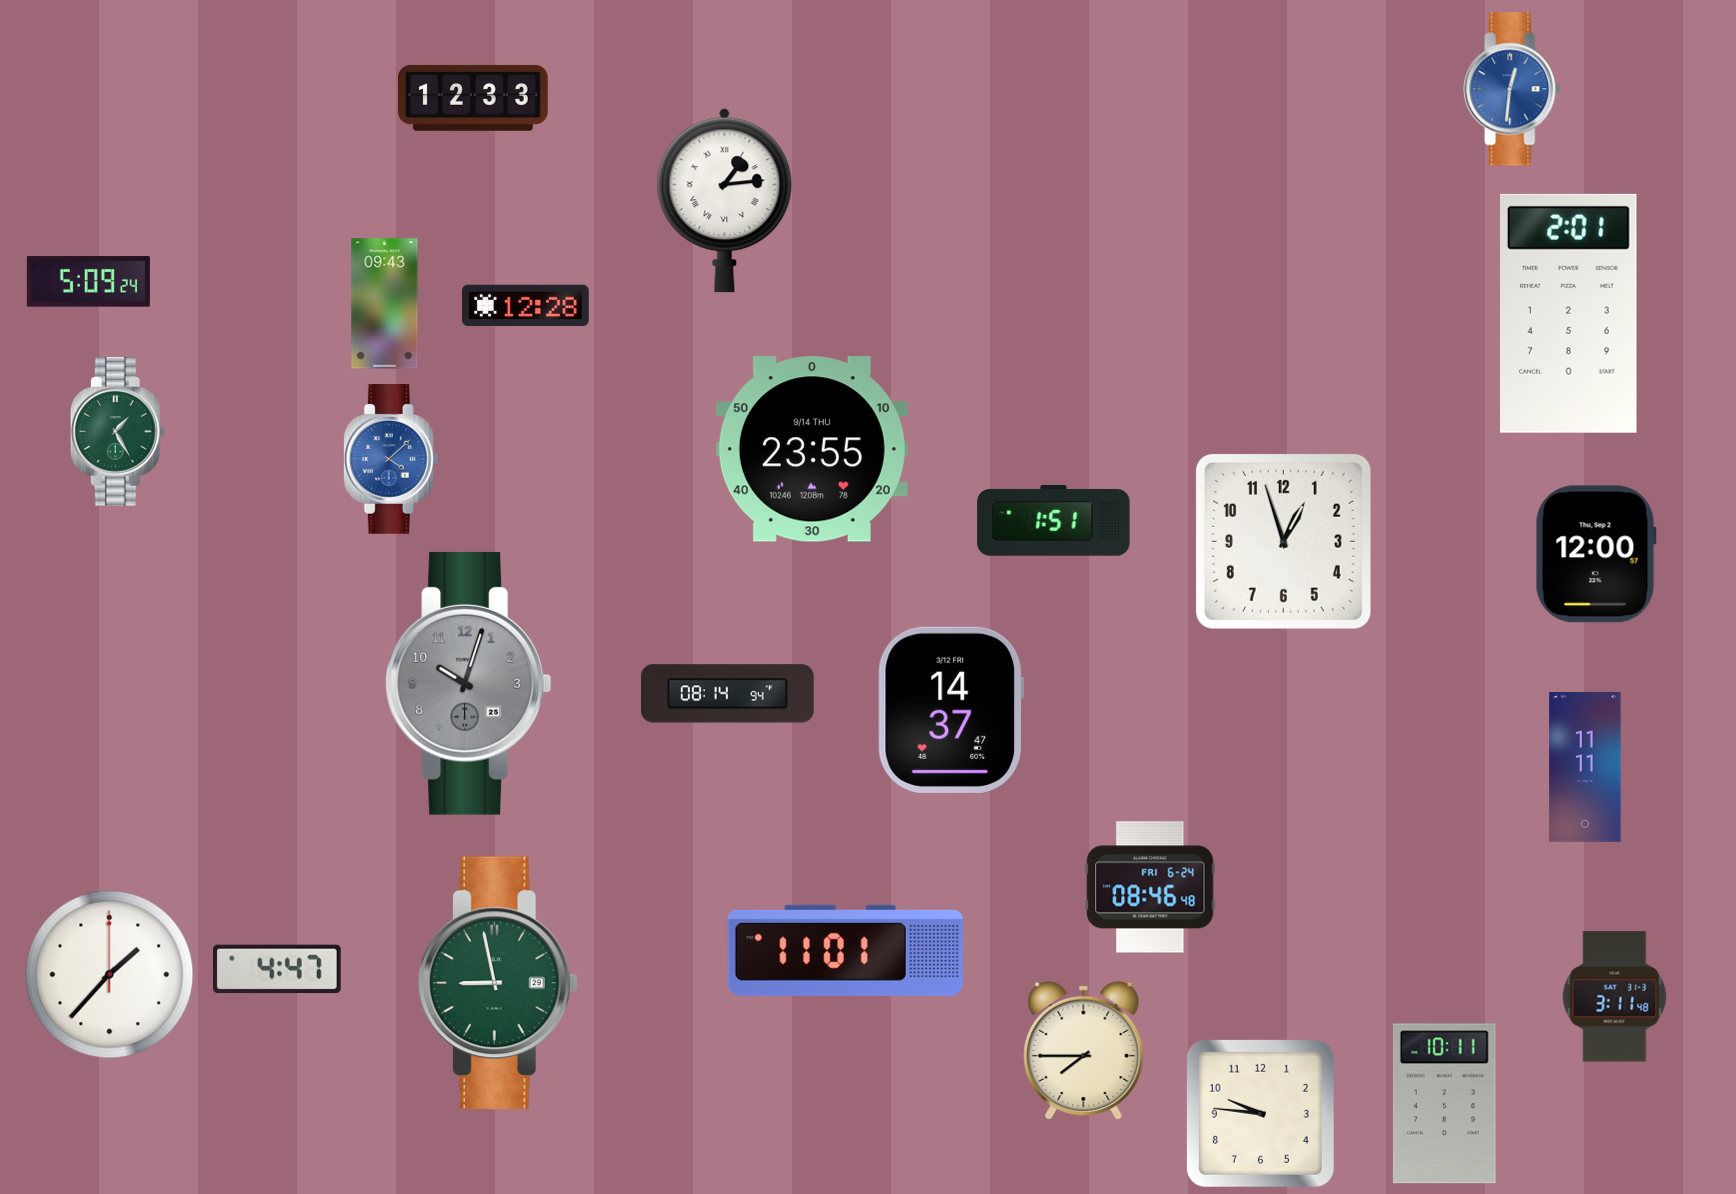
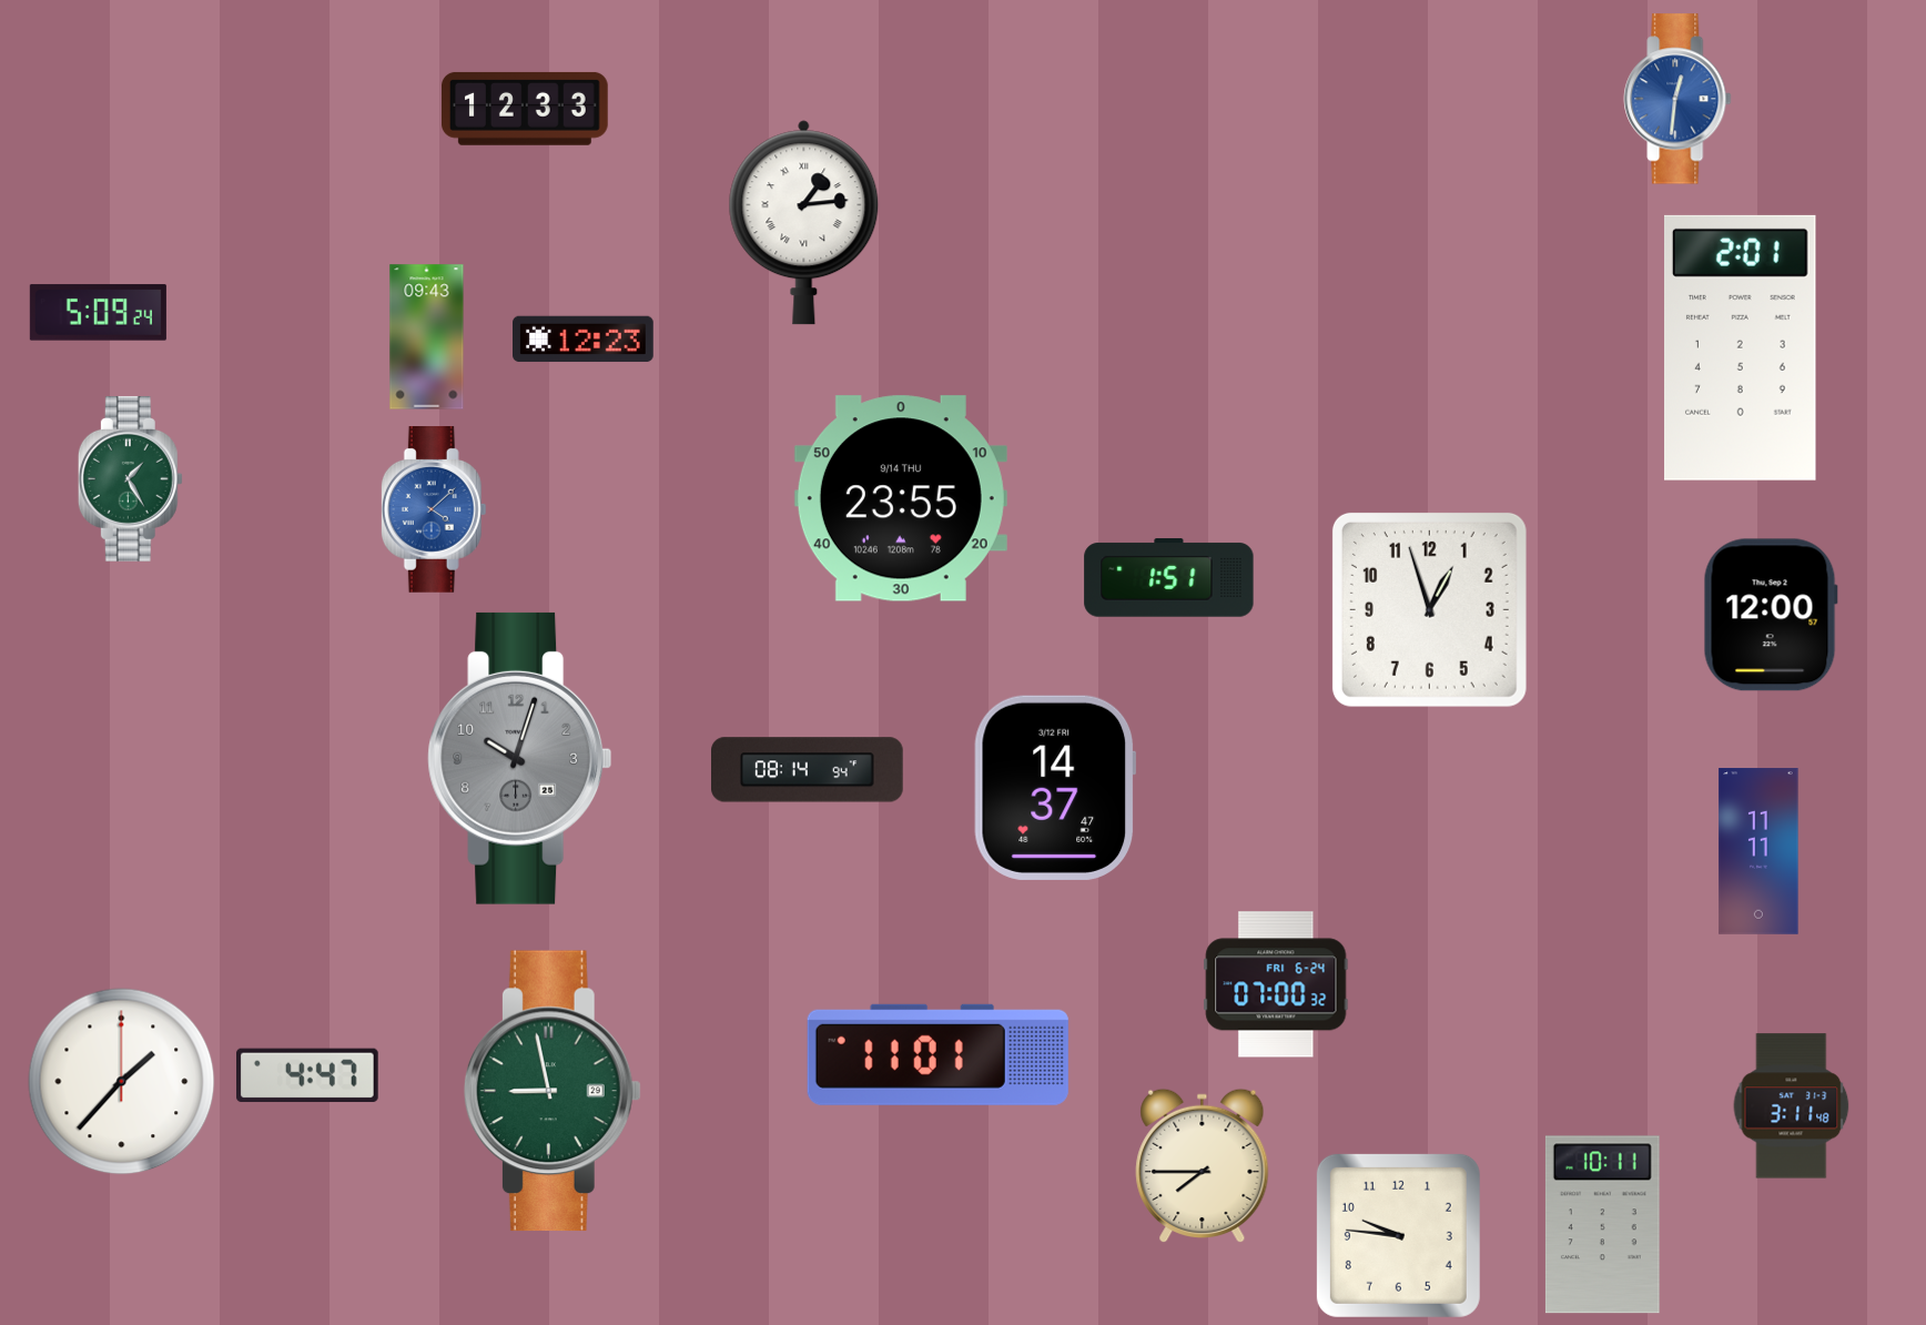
clock at (526, 306): 12:28 -> 12:23
clock at (1283, 541) position: (1283, 541) -> (1429, 609)
clock at (1150, 887): 08:46 -> 07:00
